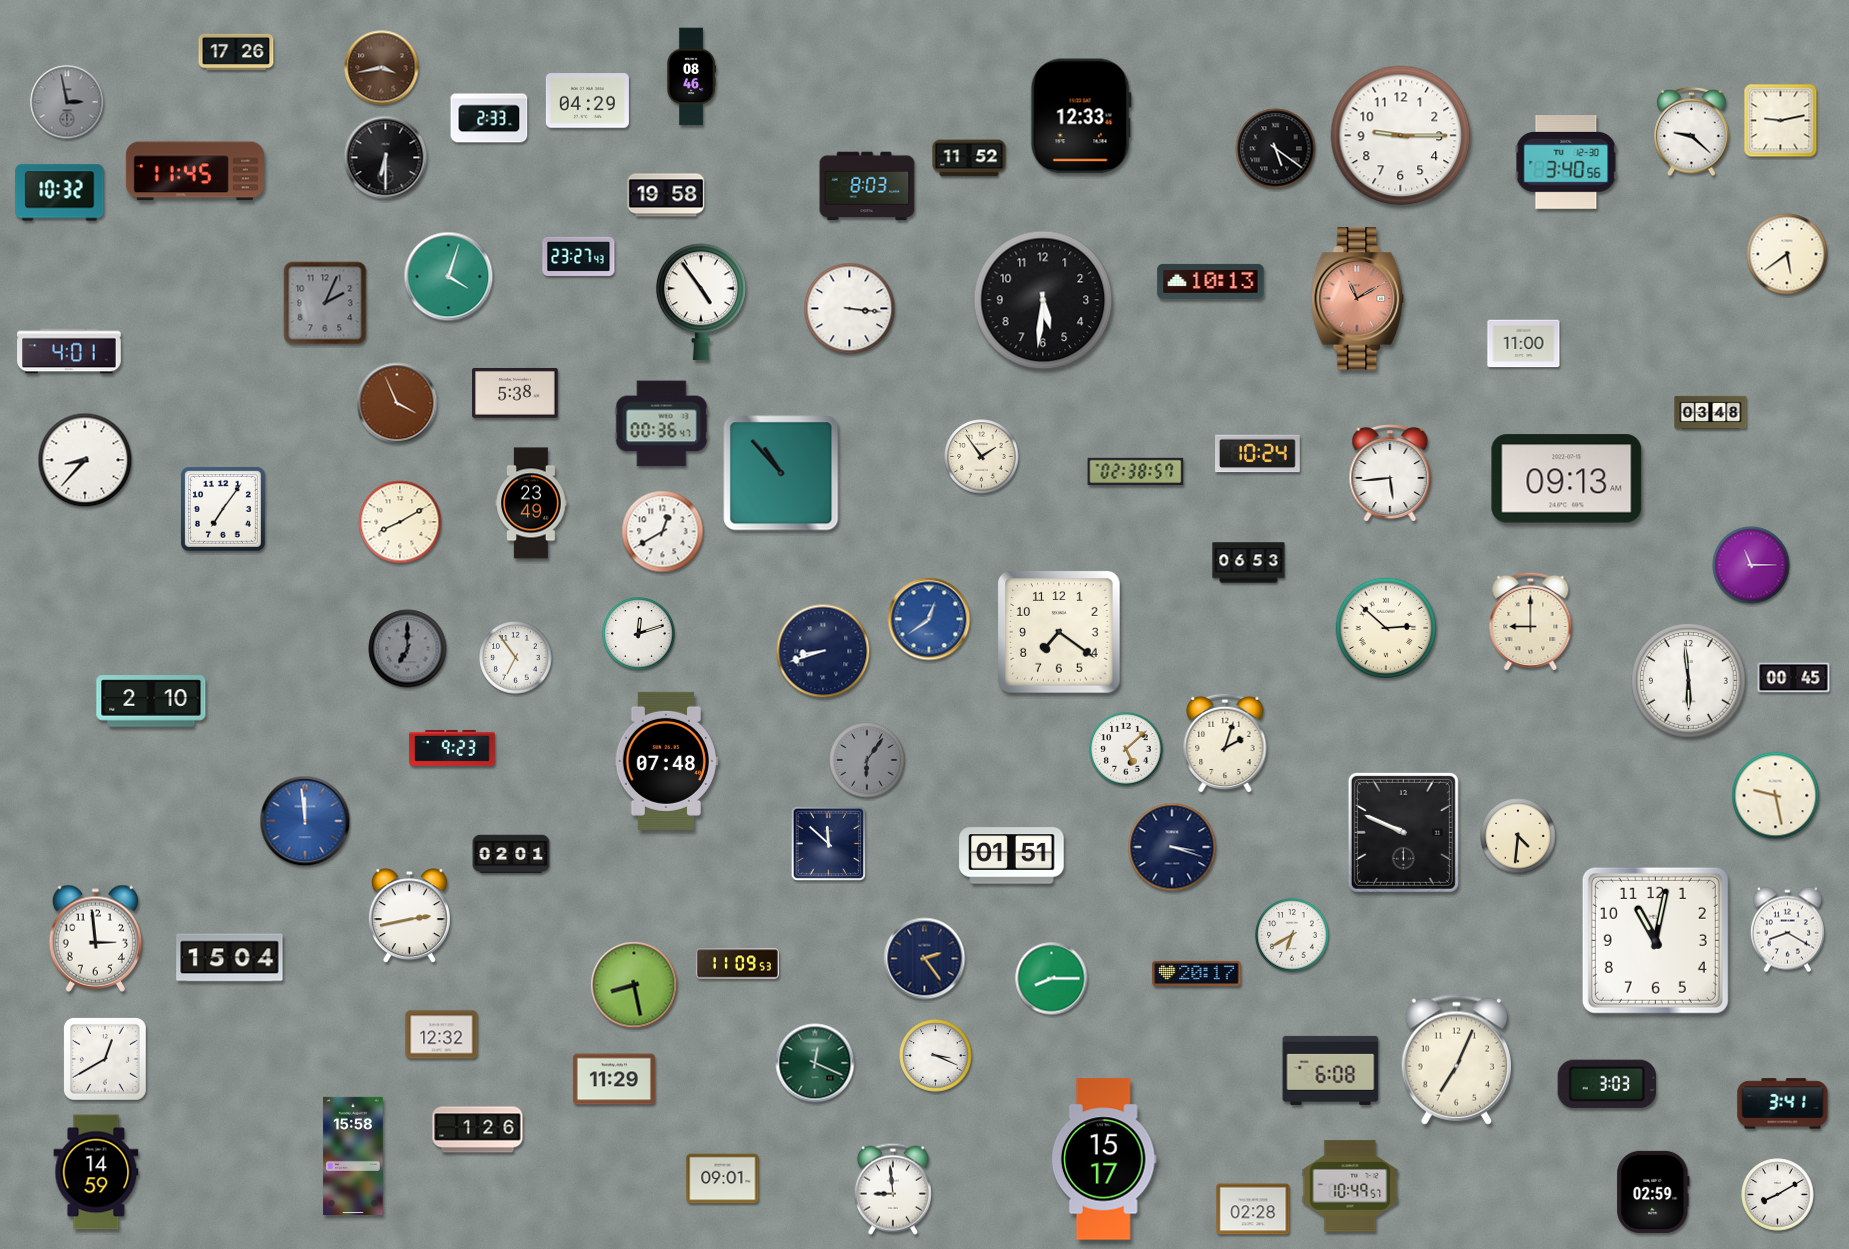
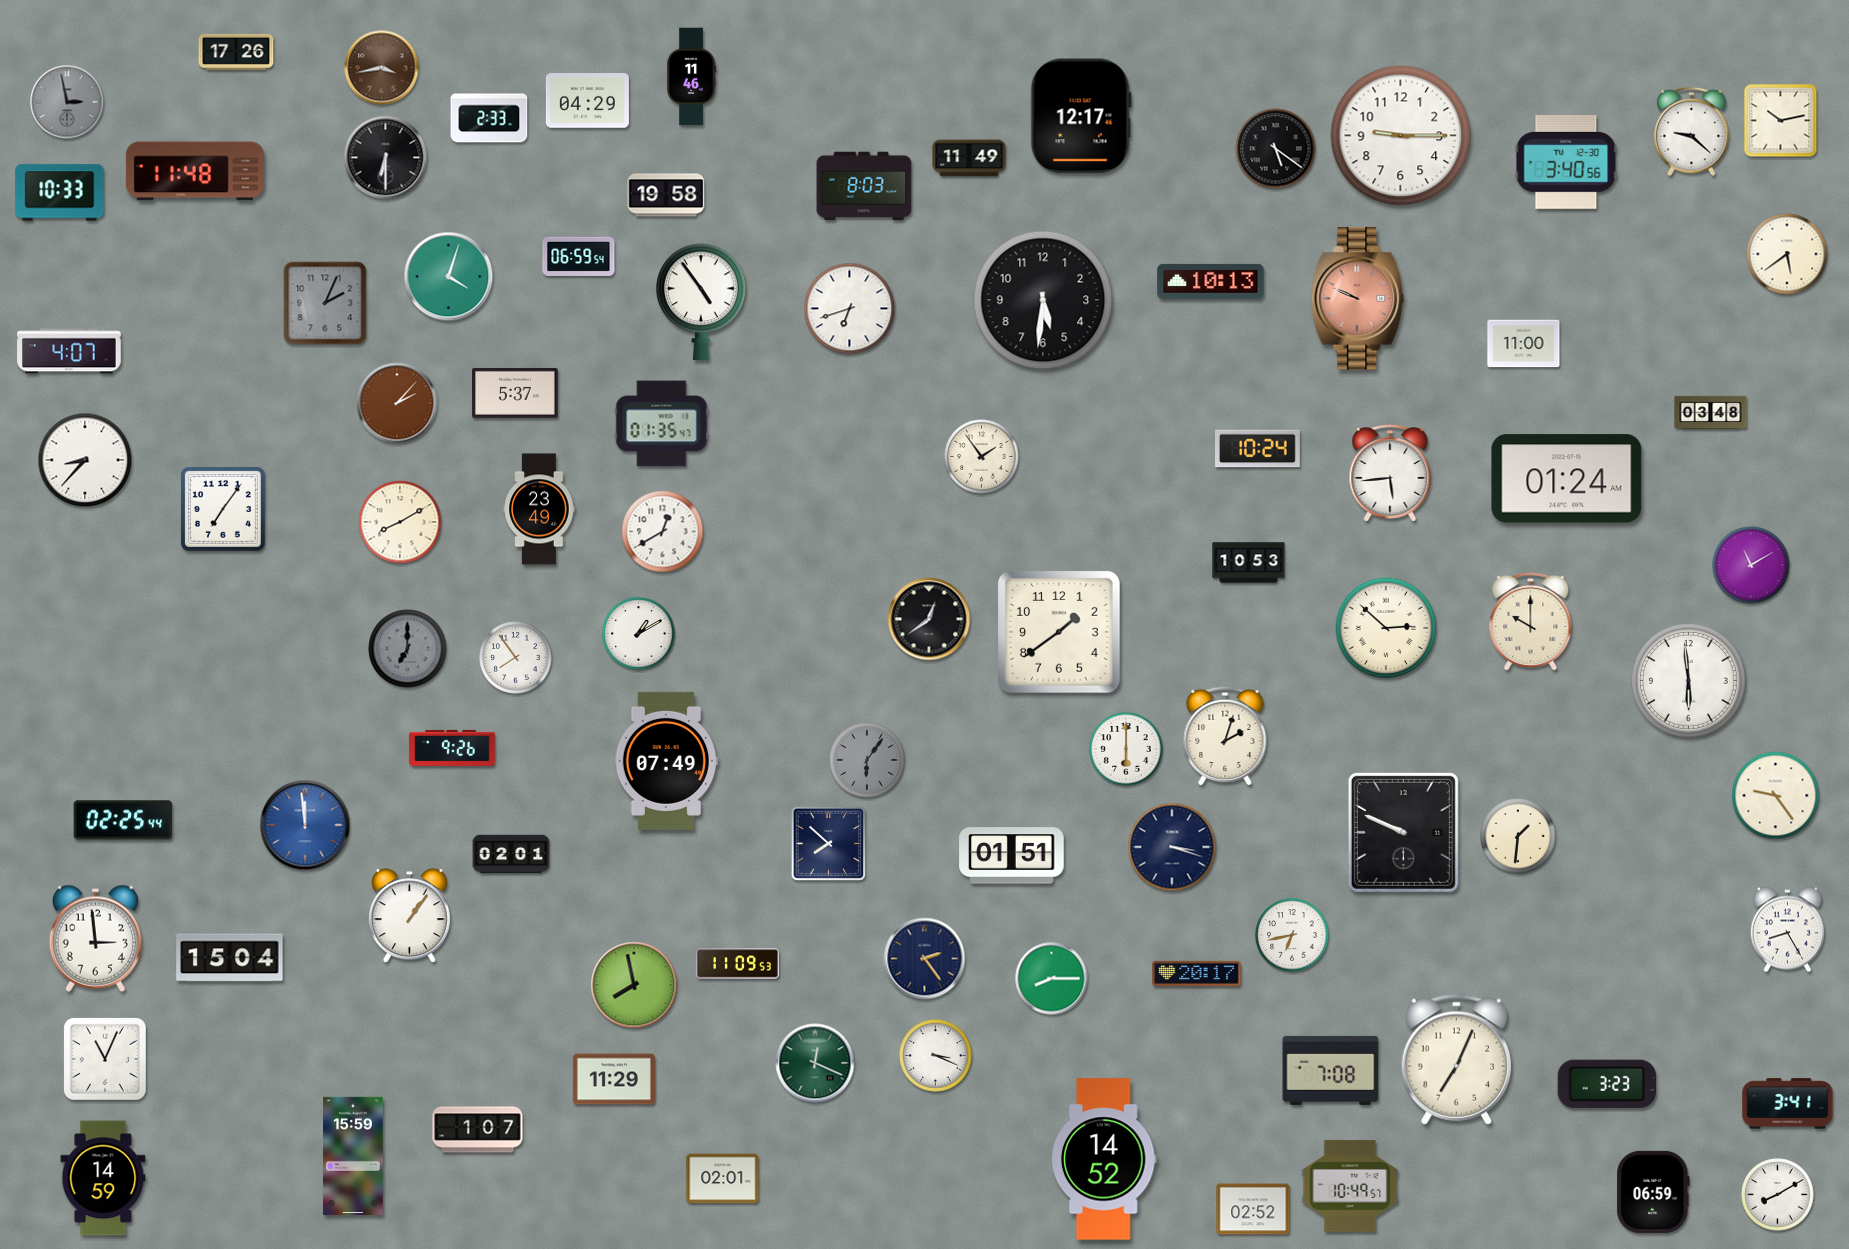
clock at (691, 77): 08:46 -> 11:46
clock at (1081, 116): 12:33 -> 12:17
clock at (1781, 121): 9:13 -> 10:13
clock at (969, 158): 11:52 -> 11:49
clock at (195, 171): 11:45 -> 11:48
clock at (867, 186) position: (867, 186) -> (864, 186)
clock at (60, 193): 10:32 -> 10:33
clock at (579, 256): 23:27 -> 06:59
clock at (1358, 299): 11:10 -> 9:49
clock at (850, 309): 3:16 -> 6:42
clock at (69, 351): 4:01 -> 4:07
clock at (515, 393): 5:38 -> 5:37
clock at (397, 403): 3:56 -> 2:07
clock at (662, 424): 00:36 -> 01:35
clock at (1258, 454) position: (1258, 454) -> (1258, 449)
clock at (1136, 471): 02:38 -> none
clock at (781, 473): 10:53 -> none
clock at (1567, 479): 09:13 -> 01:24
clock at (531, 503) position: (531, 503) -> (539, 509)
clock at (1249, 563): 06:53 -> 10:53
clock at (1751, 565): 11:15 -> 11:10
clock at (929, 619) dial: blue -> black
clock at (1531, 621): 9:00 -> 10:00
clock at (1060, 633): 7:21 -> 1:39
clock at (639, 634): 12:12 -> 1:10
clock at (823, 651): 8:42 -> none
clock at (516, 658): 6:54 -> 7:54
clock at (1794, 678): 00:45 -> none
clock at (151, 701): 2:10 -> none
clock at (1225, 743) position: (1225, 743) -> (1225, 736)
clock at (452, 748): 9:23 -> 9:26
clock at (1126, 749): 5:08 -> 6:00
clock at (666, 761): 07:48 -> 07:49
clock at (1776, 796): 9:28 -> 9:24
clock at (123, 820): none -> 02:25
clock at (305, 821) position: (305, 821) -> (305, 825)
clock at (1518, 836): 4:31 -> 1:31
clock at (828, 843): 11:52 -> 7:52
clock at (409, 916): 2:43 -> 1:06
clock at (1787, 930): 8:20 -> 8:25
clock at (1292, 935): 6:40 -> 6:43
clock at (1655, 940): 11:02 -> none
clock at (634, 985): 8:28 -> 7:58
clock at (442, 1035): 12:32 -> none
clock at (105, 1059): 12:40 -> 11:04
clock at (1331, 1070): 6:08 -> 7:08
clock at (1606, 1083): 3:03 -> 3:23
clock at (1783, 1104) position: (1783, 1104) -> (1788, 1104)
clock at (478, 1130): 1:26 -> 1:07
clock at (353, 1155): 15:58 -> 15:59
clock at (1104, 1159): 15:17 -> 14:52
clock at (96, 1172) position: (96, 1172) -> (103, 1178)
clock at (723, 1179): 09:01 -> 02:01
clock at (893, 1189): 8:59 -> none
clock at (1653, 1192): 02:59 -> 06:59
clock at (1253, 1209): 02:28 -> 02:52
